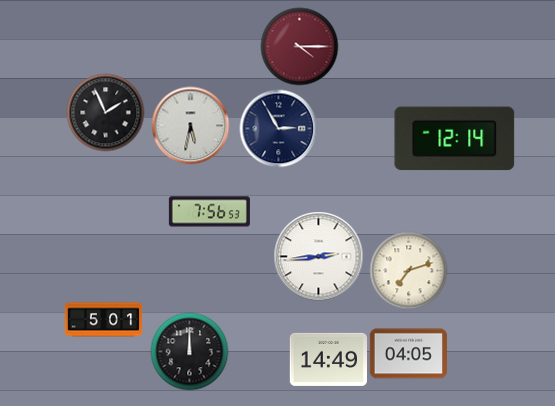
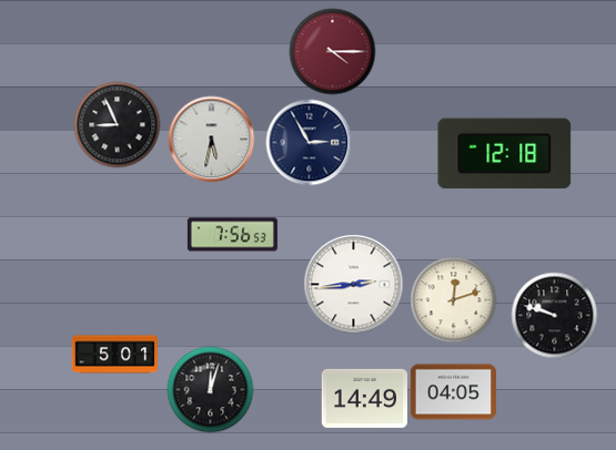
clock at (105, 112): 1:56 -> 8:56
clock at (455, 139): 12:14 -> 12:18
clock at (408, 270): 7:12 -> 12:12
clock at (554, 315): none -> 9:48
clock at (189, 351): 12:00 -> 12:03
